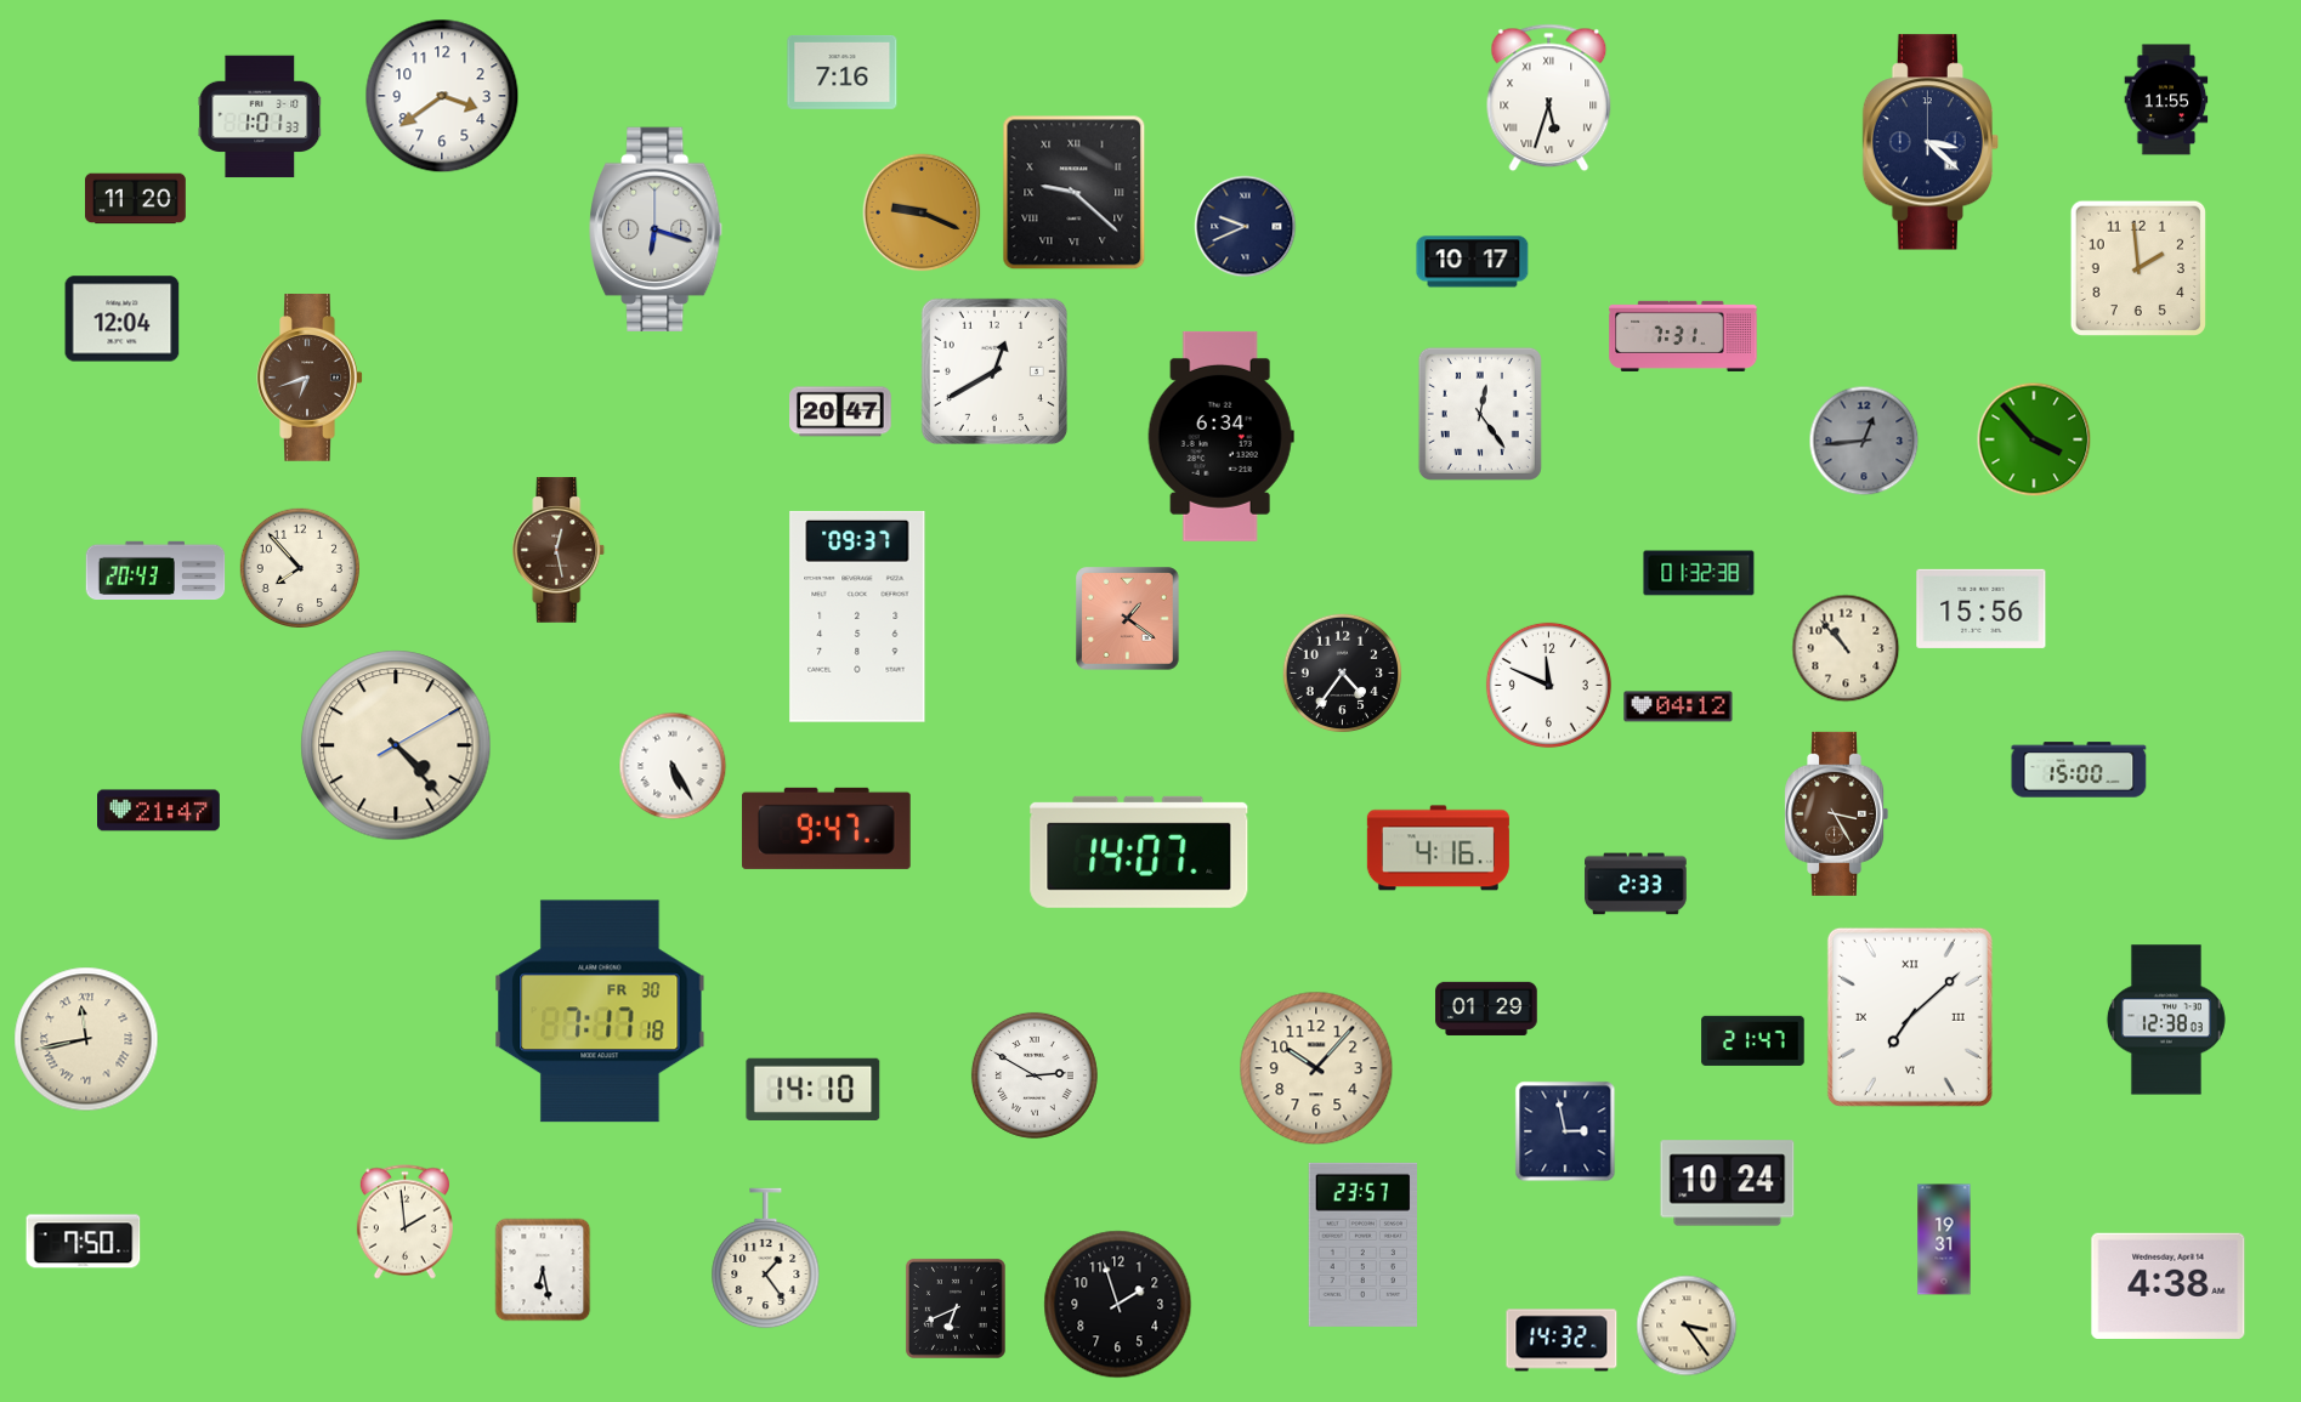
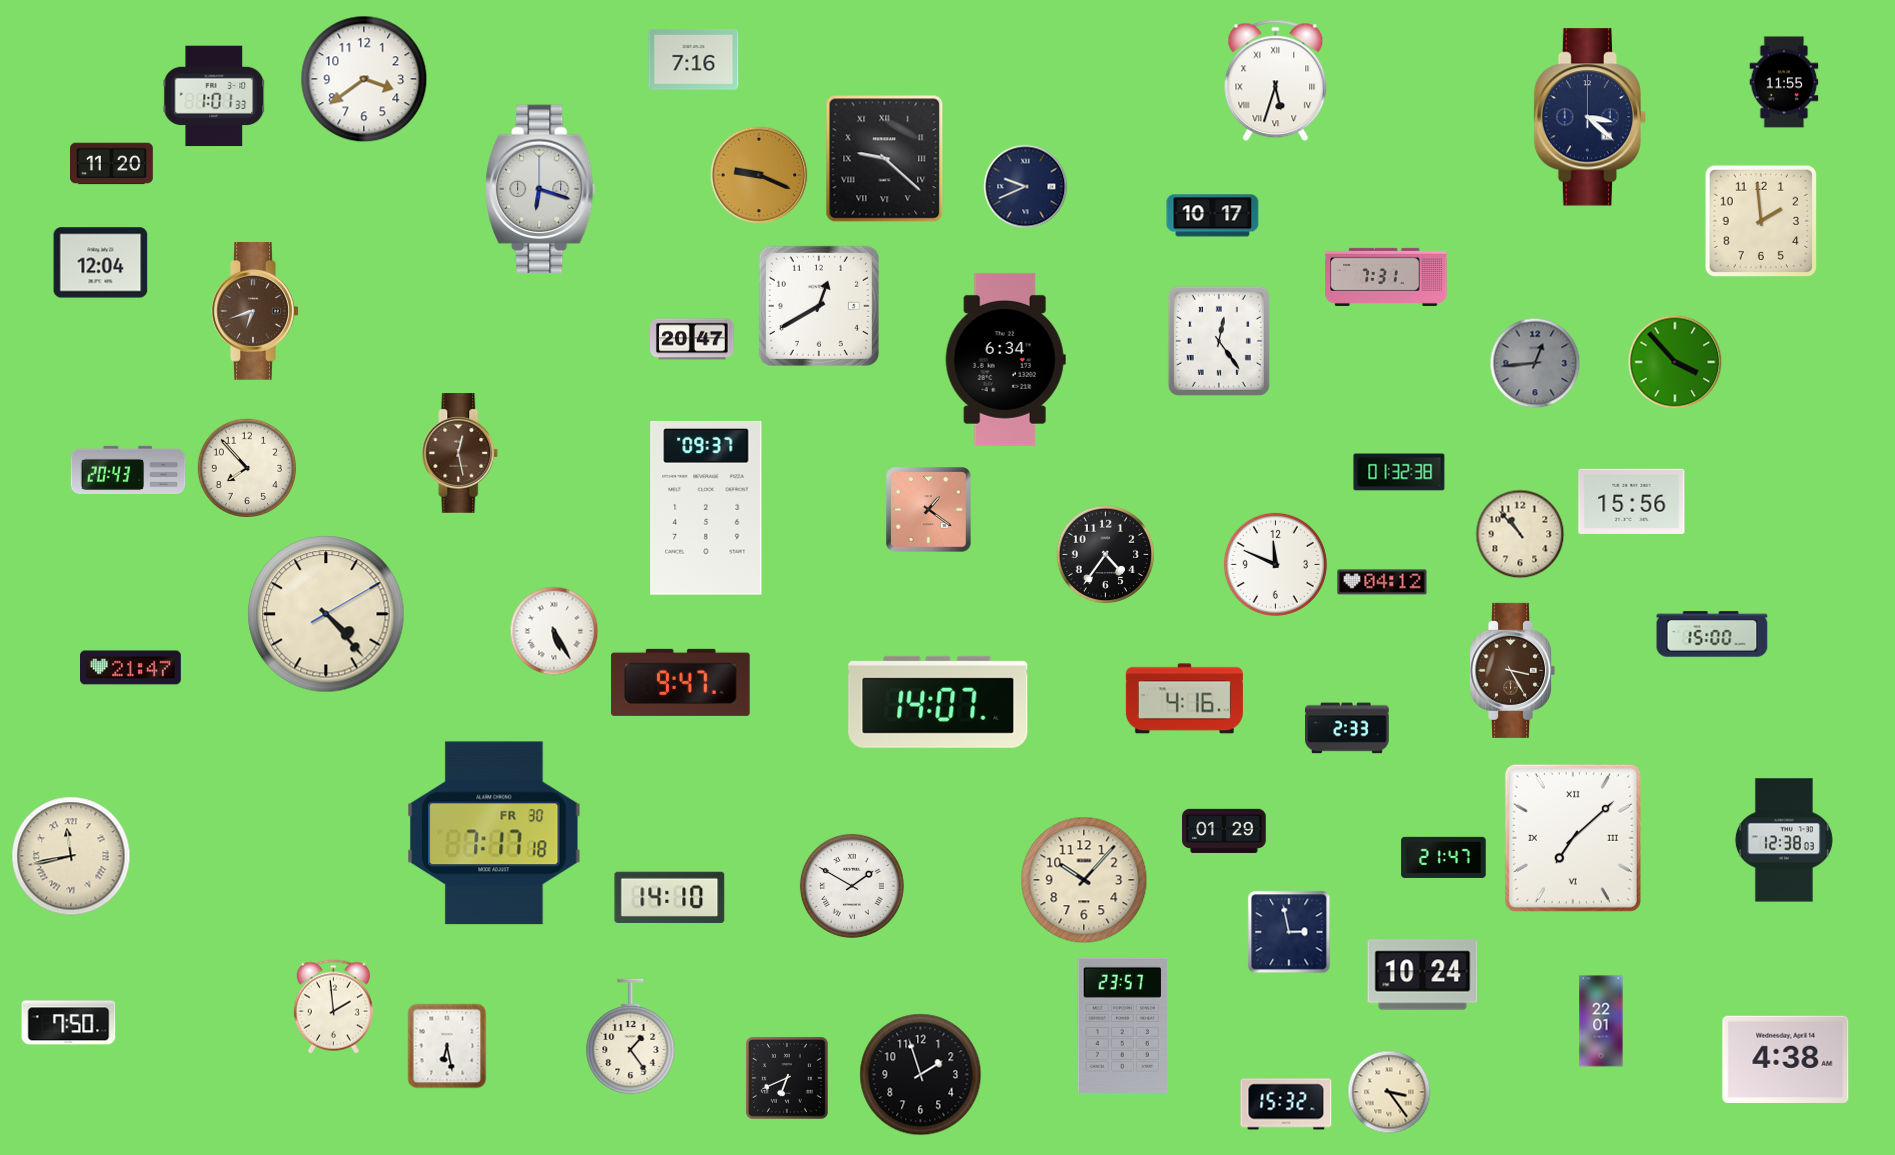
clock at (1035, 1075): 2:50 -> 1:50
clock at (1944, 1239): 19:31 -> 22:01
clock at (1562, 1340): 14:32 -> 15:32
